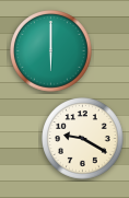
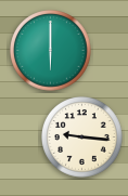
clock at (83, 139): 9:20 -> 9:16
